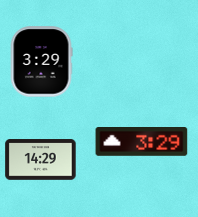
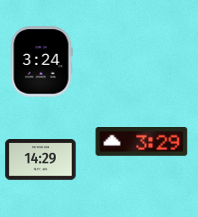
clock at (41, 62): 3:29 -> 3:24
